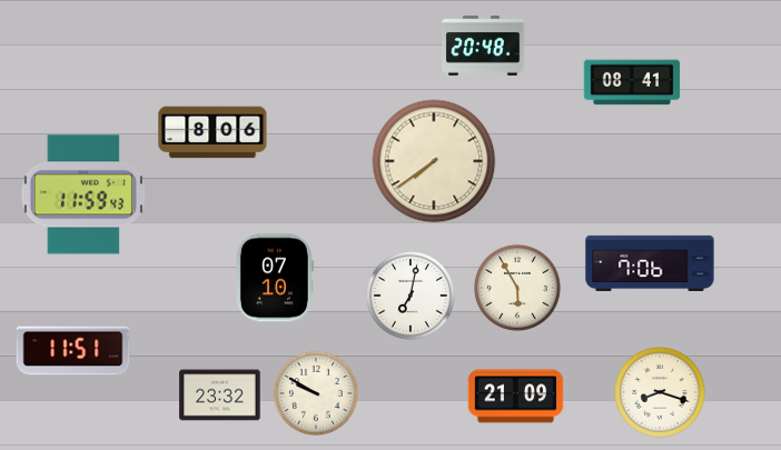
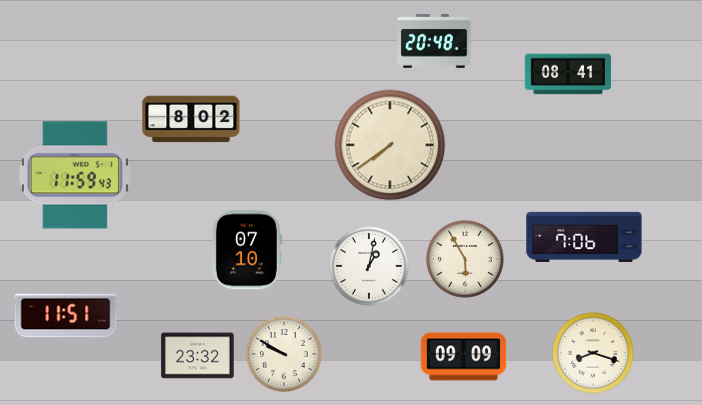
clock at (212, 132): 8:06 -> 8:02
clock at (411, 296): 7:02 -> 1:02
clock at (516, 397): 21:09 -> 09:09
